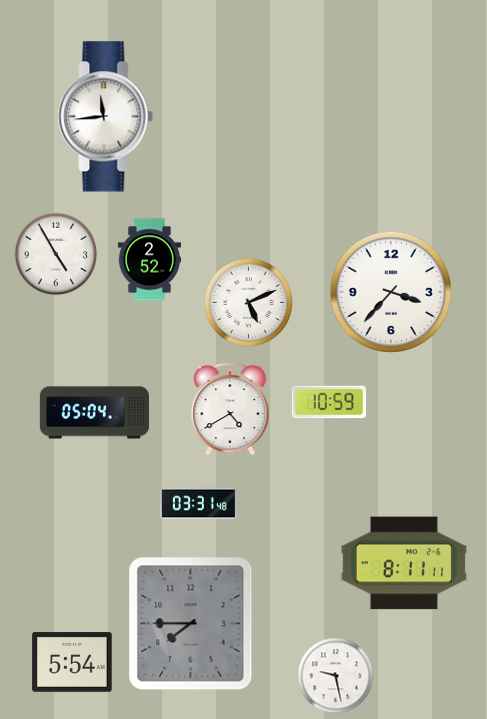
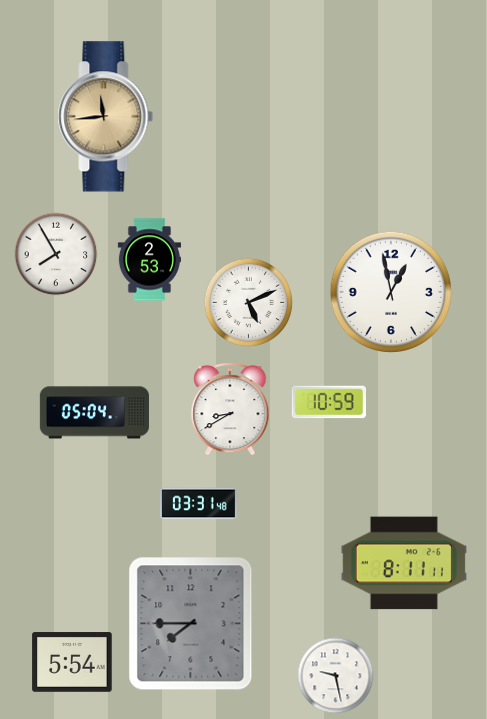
clock at (106, 117) dial: white -> champagne
clock at (56, 254): 4:55 -> 7:55
clock at (149, 260): 2:52 -> 2:53
clock at (390, 291): 3:37 -> 12:58
clock at (230, 409): 4:40 -> 8:40
